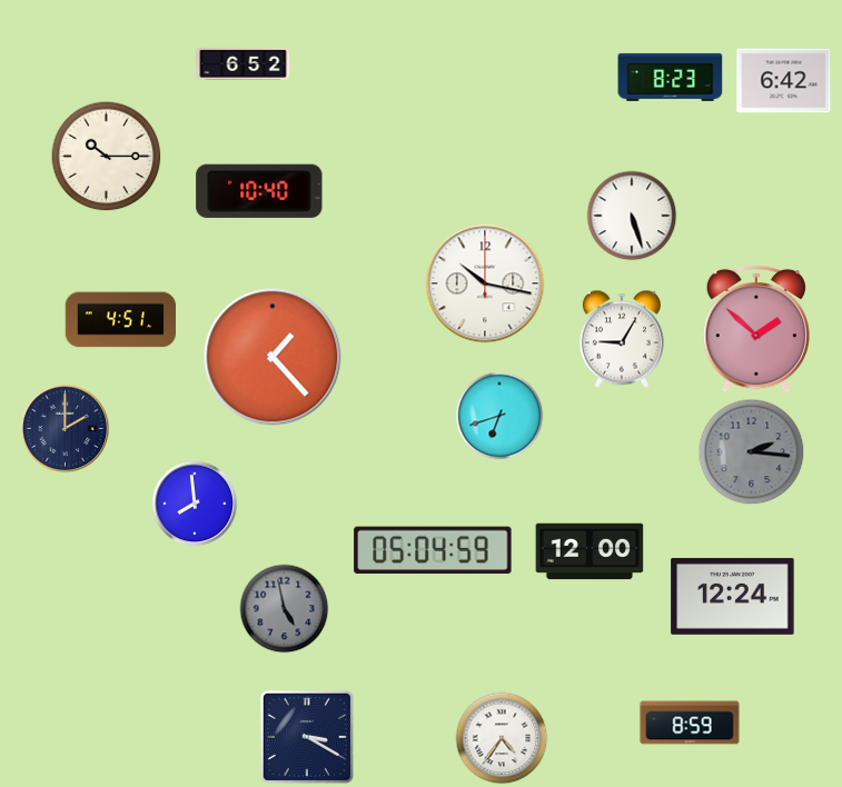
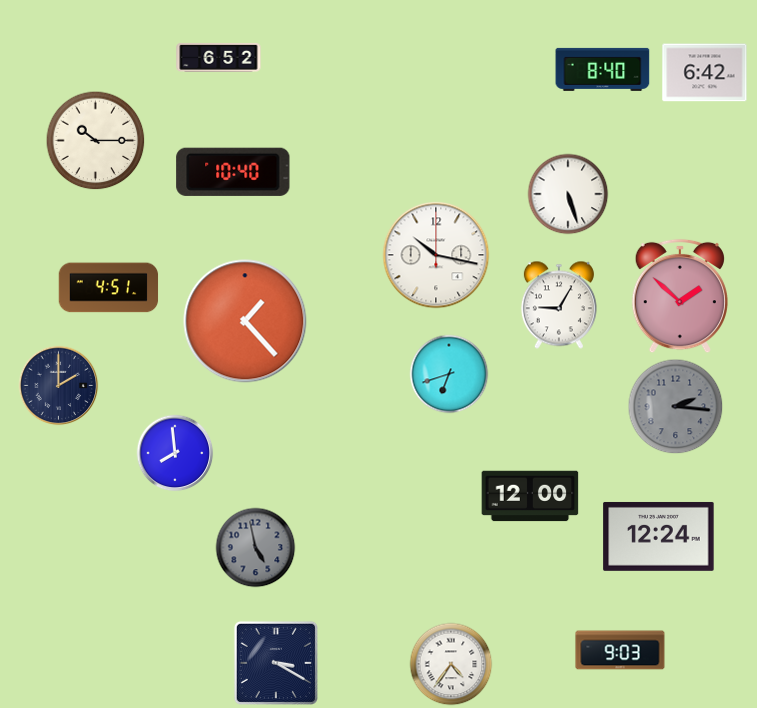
clock at (671, 77): 8:23 -> 8:40
clock at (433, 550): 05:04 -> none
clock at (690, 723): 8:59 -> 9:03
